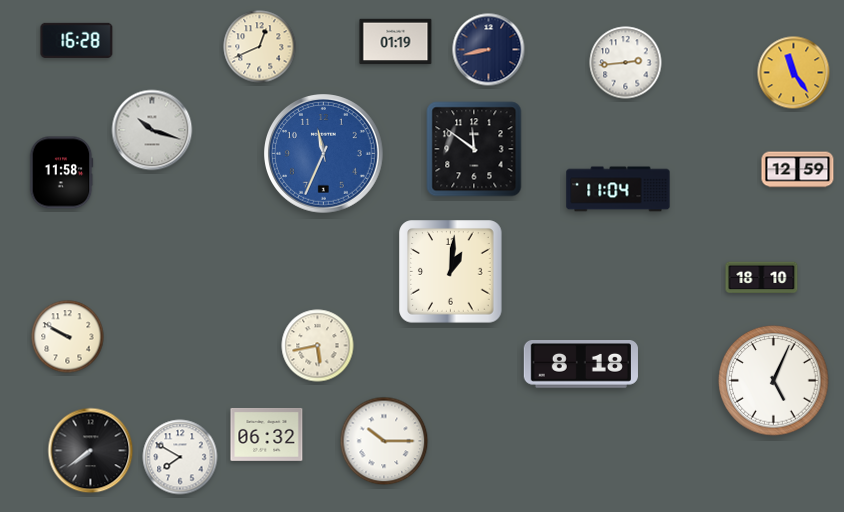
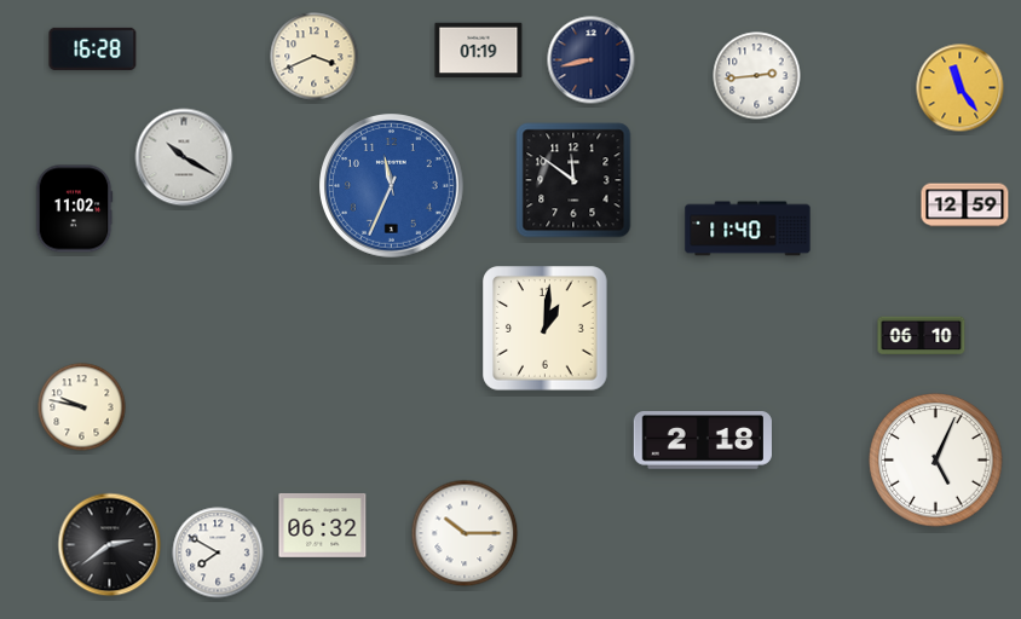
clock at (260, 47): 12:41 -> 3:41
clock at (152, 130): 10:18 -> 10:20
clock at (61, 173): 11:58 -> 11:02
clock at (618, 189): 11:04 -> 11:40
clock at (762, 278): 18:10 -> 06:10
clock at (68, 337): 9:50 -> 9:47
clock at (318, 346): 5:43 -> none
clock at (581, 364): 8:18 -> 2:18
clock at (91, 451): 7:39 -> 2:39
